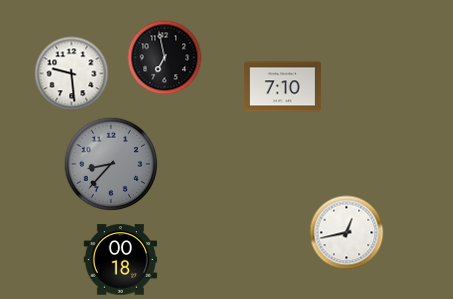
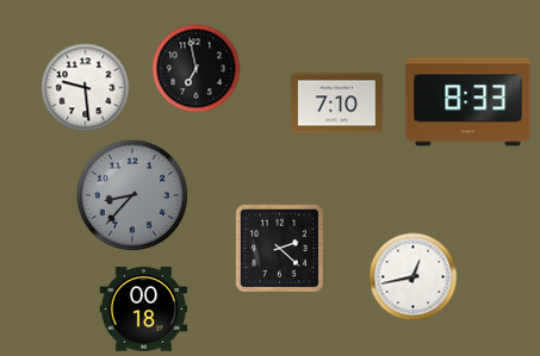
clock at (468, 102): none -> 8:33
clock at (279, 248): none -> 2:22
